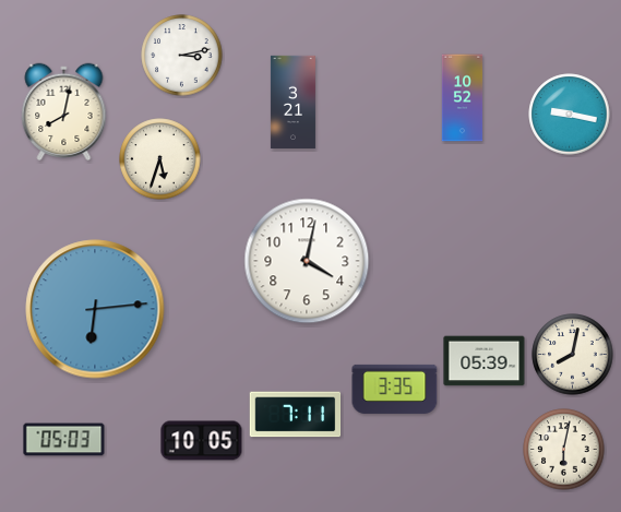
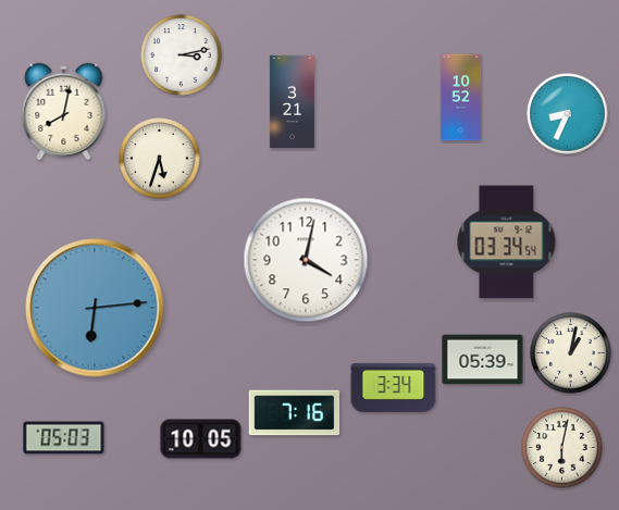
clock at (570, 115): 9:17 -> 8:34
clock at (507, 242): none -> 03:34
clock at (573, 355): 8:02 -> 1:02
clock at (395, 389): 3:35 -> 3:34
clock at (296, 415): 7:11 -> 7:16
